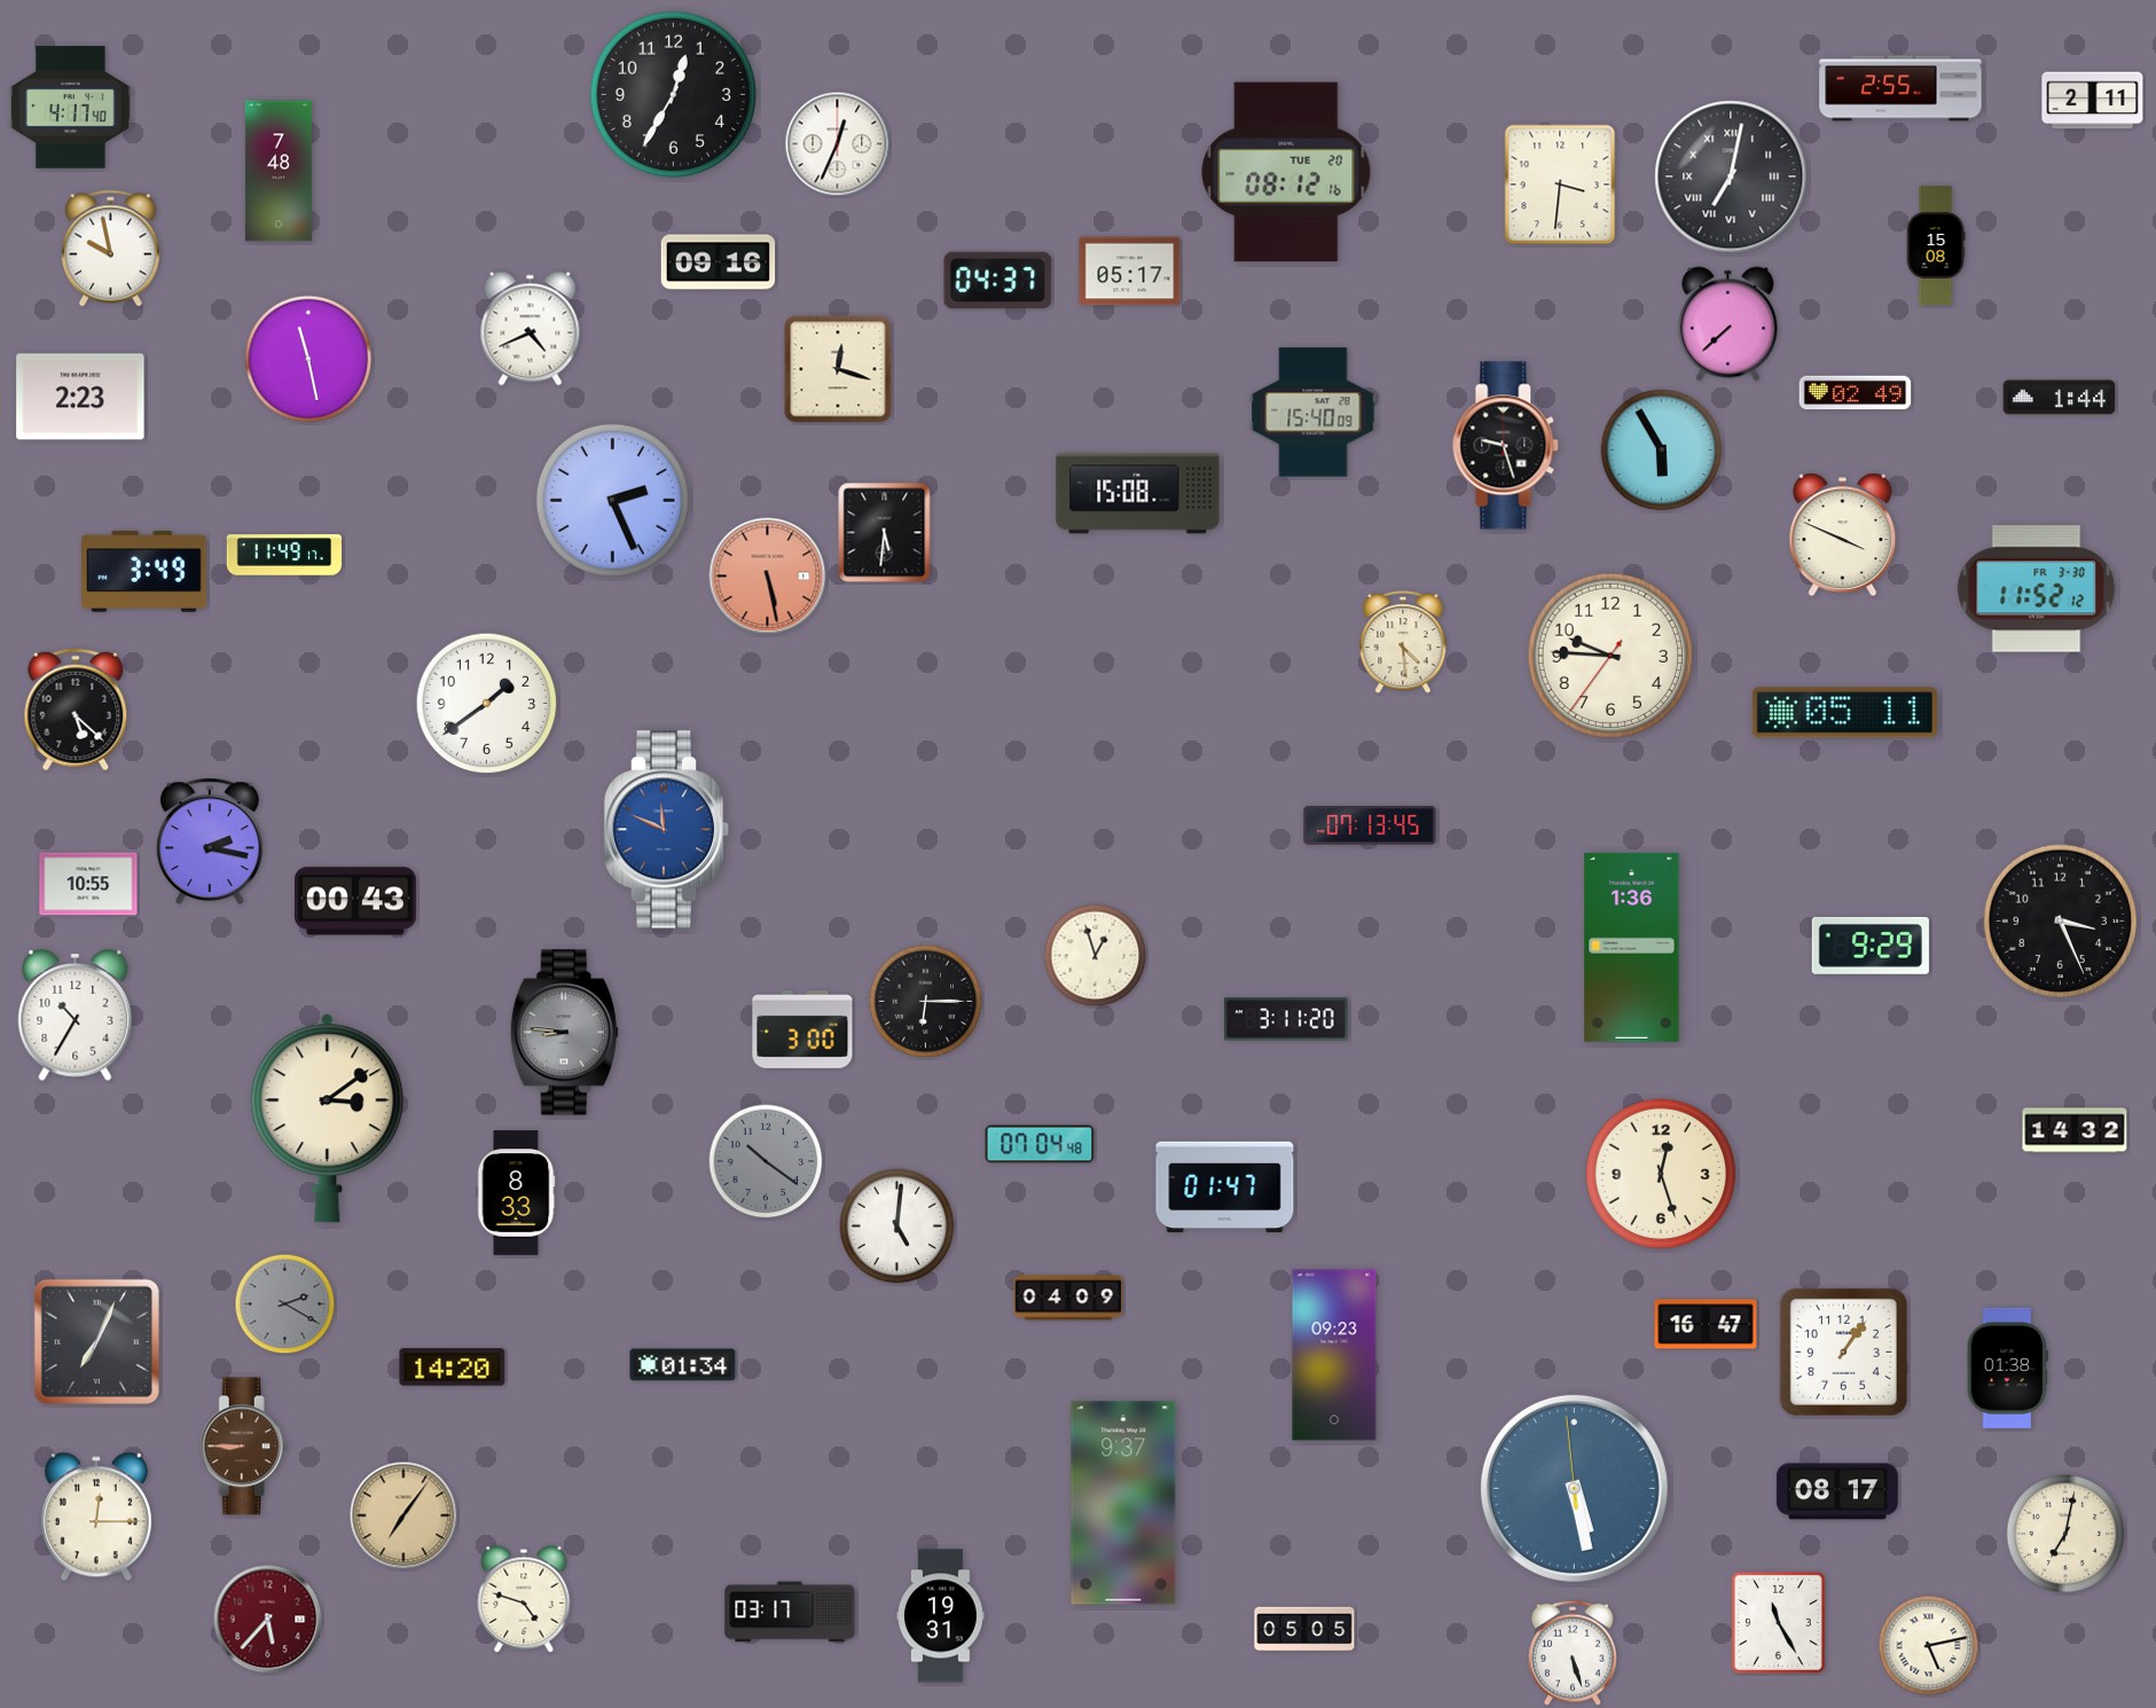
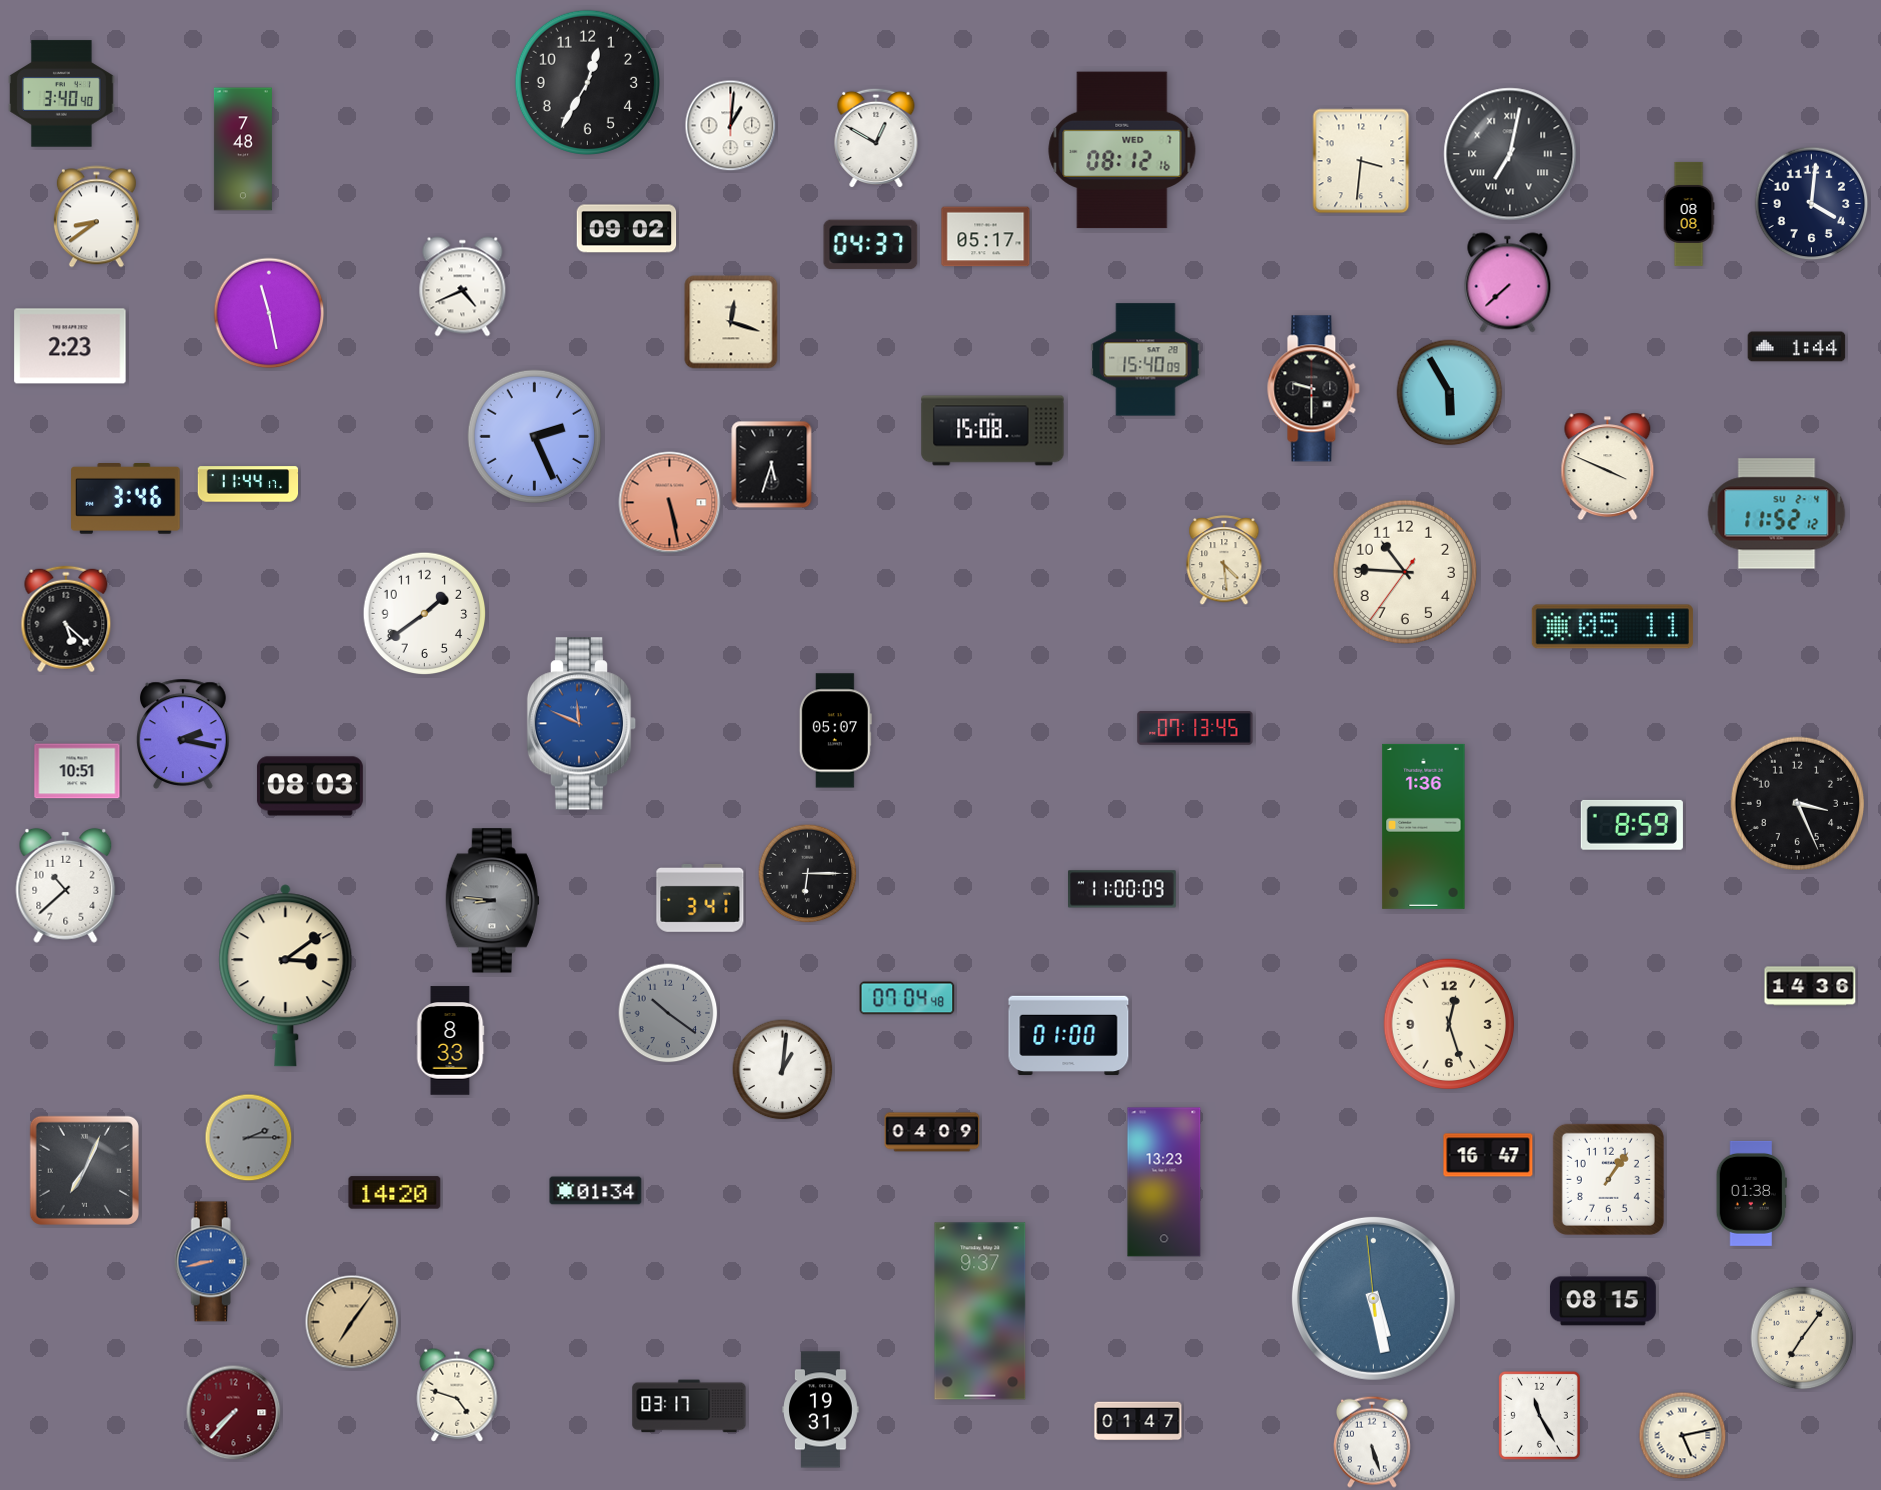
clock at (1900, 88): 2:55 -> none
clock at (2093, 101): 2:11 -> none
clock at (71, 108): 4:17 -> 3:40
clock at (838, 144): 12:34 -> 1:01
clock at (876, 138): none -> 12:50
clock at (1286, 172) date: TUE 20 -> WED 7
clock at (1812, 204): none -> 4:01
clock at (1936, 245): 15:08 -> 08:08
clock at (110, 249): 9:58 -> 8:39
clock at (719, 263): 09:16 -> 09:02
clock at (1856, 393): 02:49 -> none
clock at (1506, 446): 9:27 -> 9:30
clock at (885, 533): 5:31 -> 5:33
clock at (284, 555): 11:49 -> 11:44
clock at (144, 572): 3:49 -> 3:46
clock at (2037, 589) date: FR 3-30 -> SU 2-4
clock at (1610, 656): 9:45 -> 10:45
clock at (1844, 713) position: (1844, 713) -> (1612, 627)
clock at (1370, 826) position: (1370, 826) -> (1195, 729)
clock at (835, 731): none -> 05:07
clock at (88, 884): 10:55 -> 10:51
clock at (355, 901): 00:43 -> 08:03
clock at (1871, 946): 9:29 -> 8:59
clock at (1096, 956): 12:57 -> none
clock at (76, 1014): 10:35 -> 10:38
clock at (1287, 1019): 3:11 -> 11:00
clock at (802, 1029): 3:00 -> 3:41
clock at (2075, 1130): 14:32 -> 14:36
clock at (1225, 1188): 01:47 -> 01:00
clock at (897, 1227): 5:01 -> 1:01
clock at (285, 1304): 2:20 -> 2:15
clock at (1334, 1355): 09:23 -> 13:23
clock at (243, 1447): 8:45 -> 8:43
clock at (243, 1447) dial: brown -> blue
clock at (1837, 1491): 08:17 -> 08:15
clock at (96, 1517): 12:15 -> none
clock at (2065, 1534): 7:02 -> 7:06
clock at (268, 1620): 5:37 -> 7:37
clock at (1778, 1622) position: (1778, 1622) -> (1539, 1415)
clock at (1304, 1629): 05:05 -> 01:47
